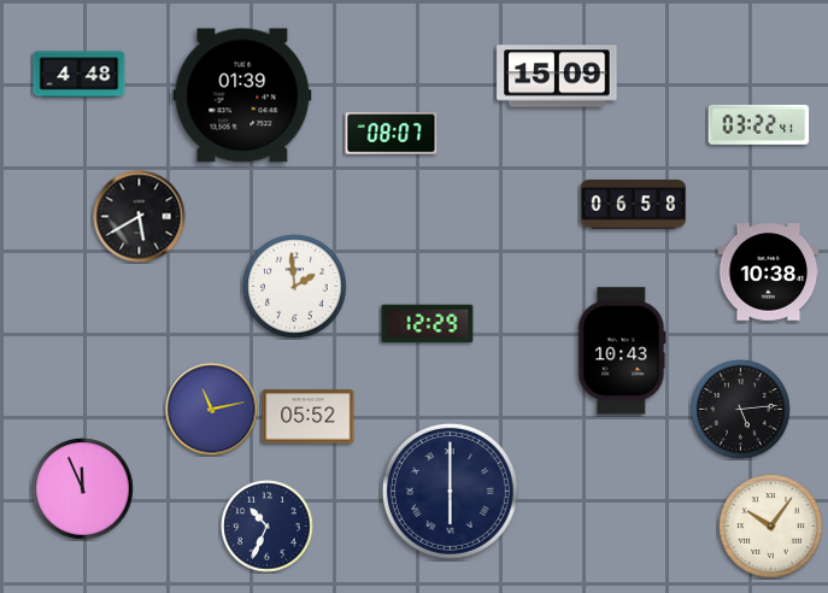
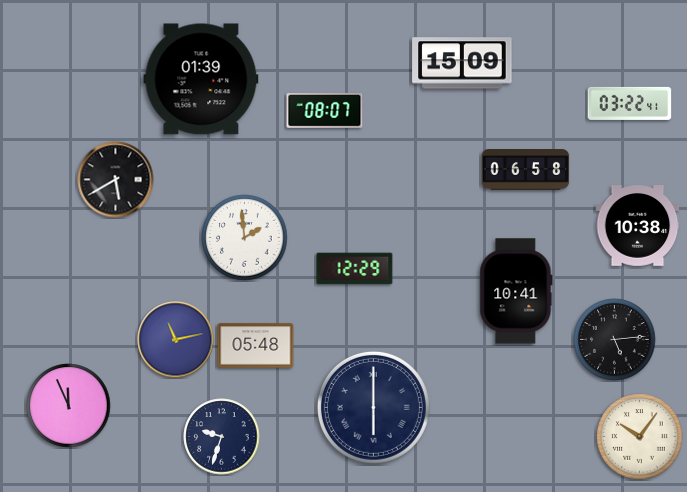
clock at (80, 75): 4:48 -> none
clock at (622, 351): 10:43 -> 10:41
clock at (309, 417): 05:52 -> 05:48
clock at (268, 527): 10:34 -> 9:33
